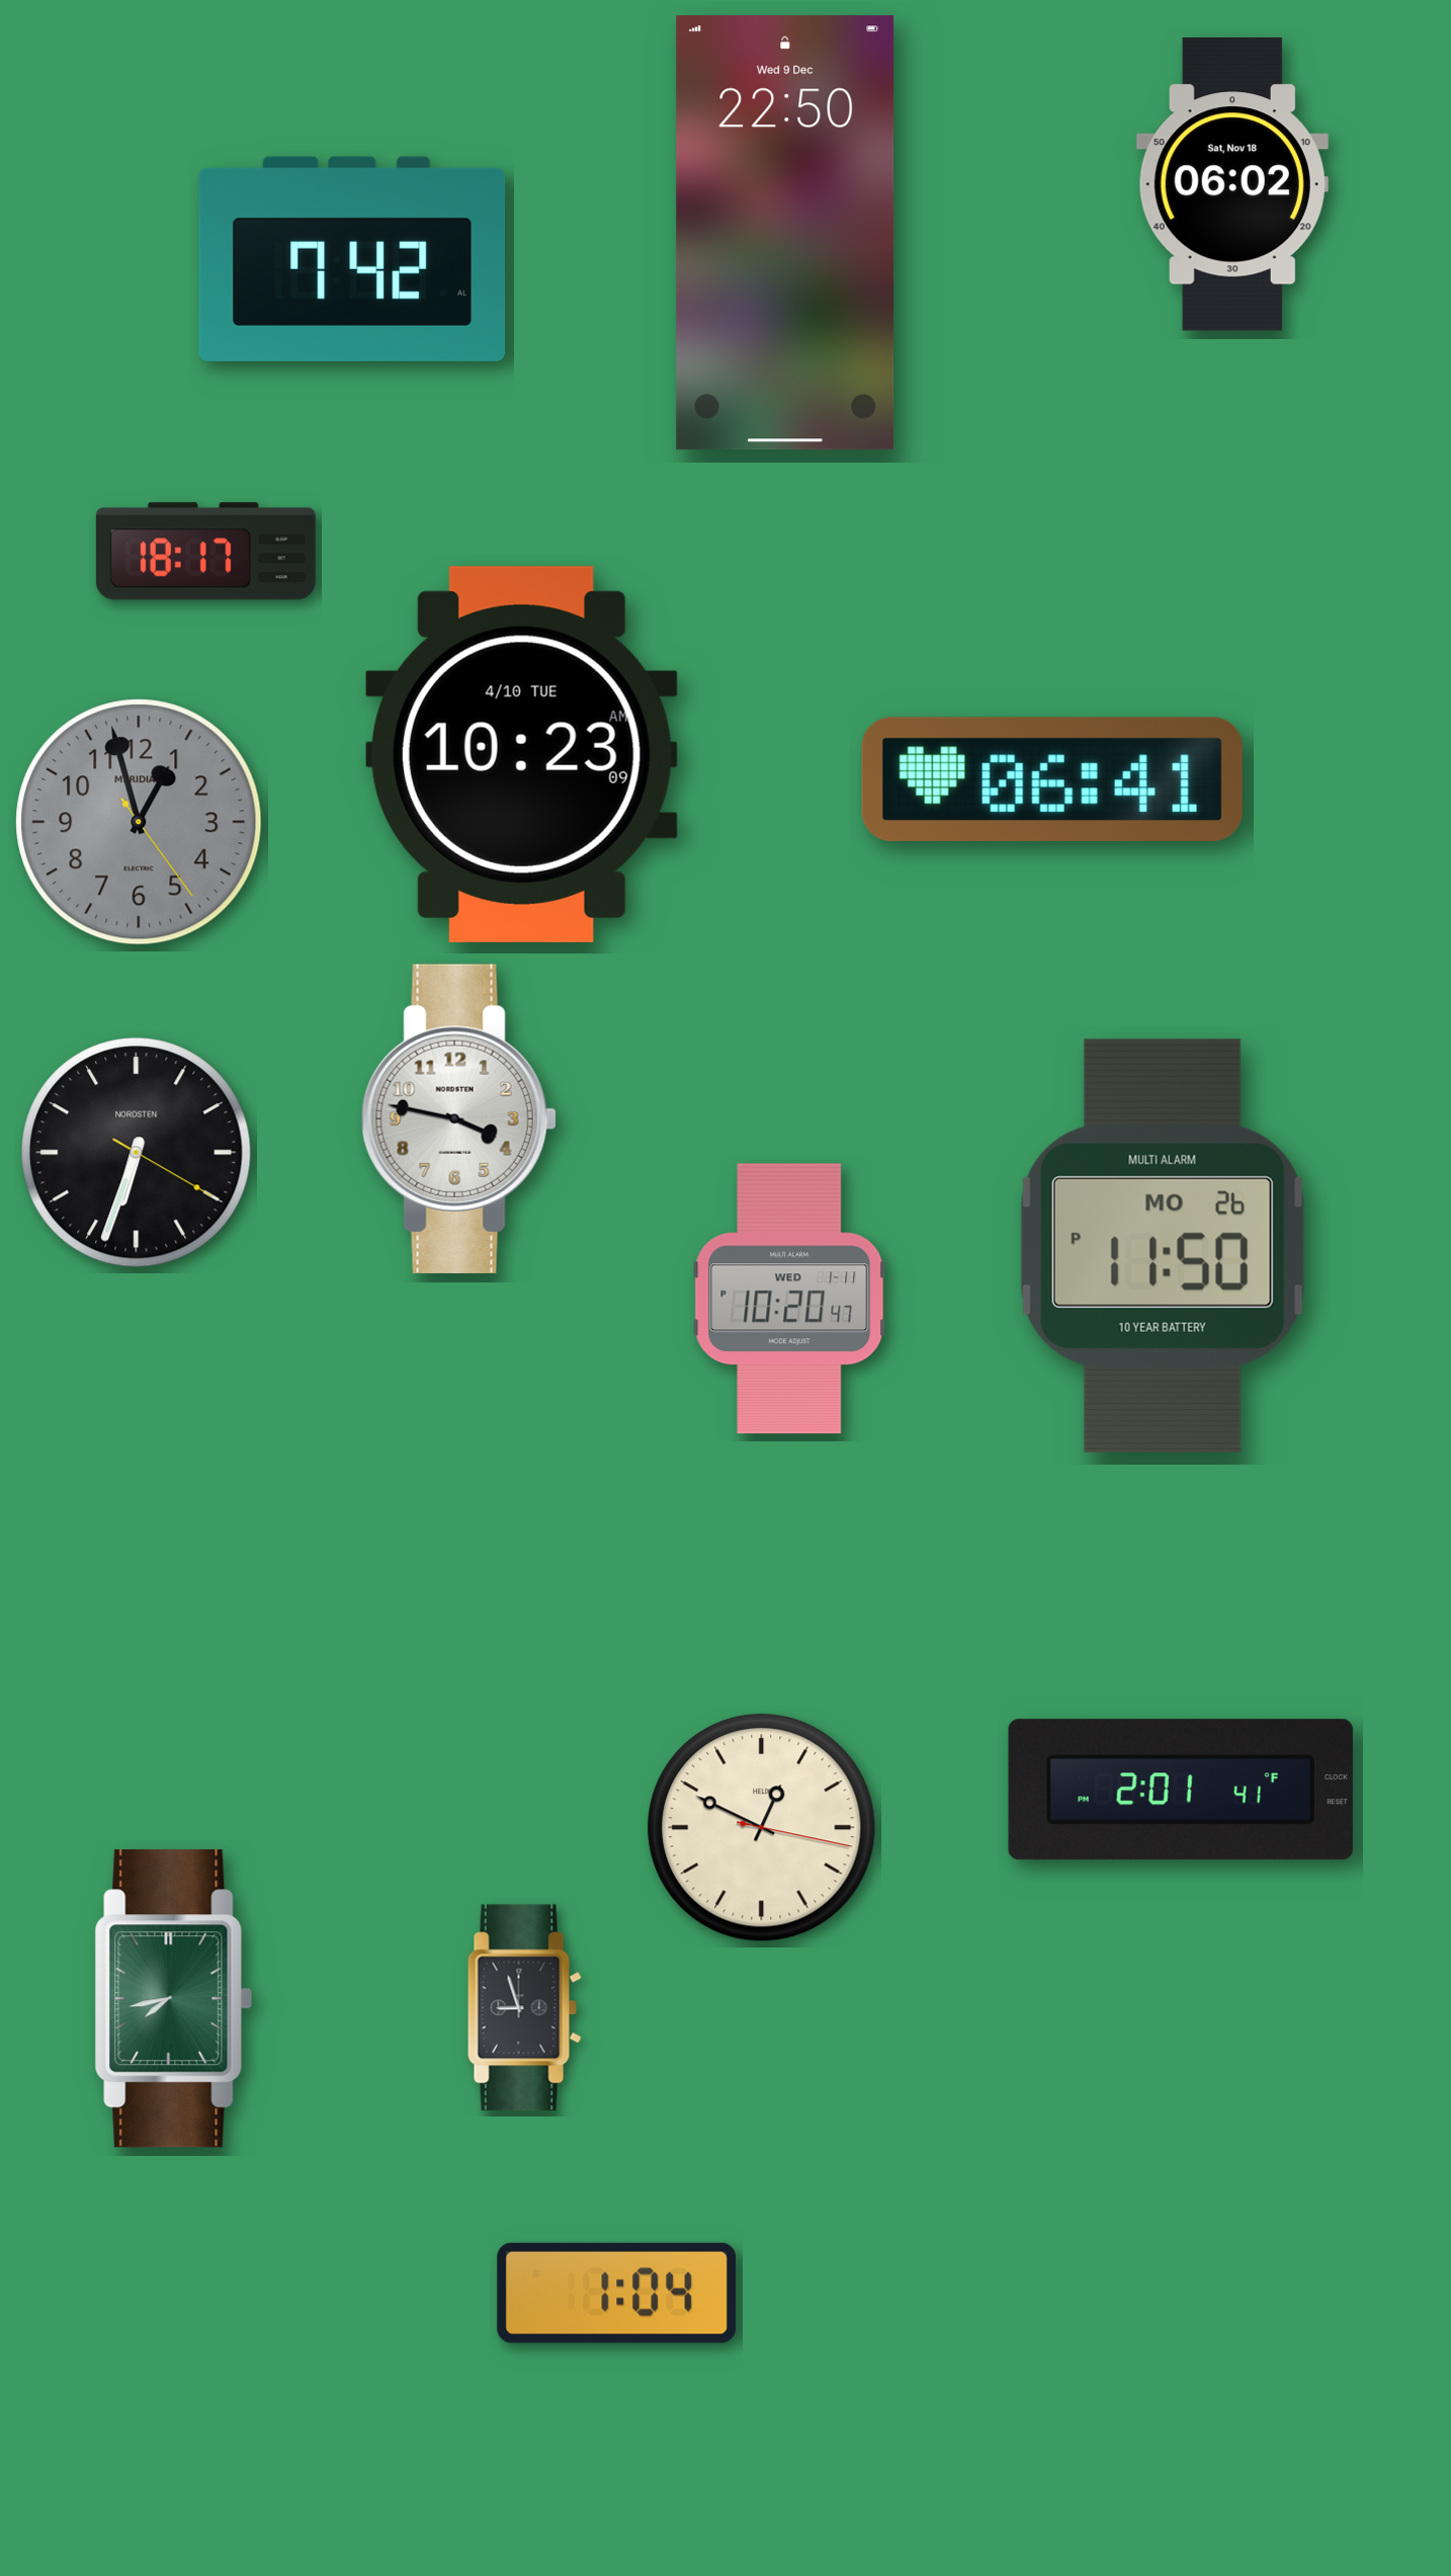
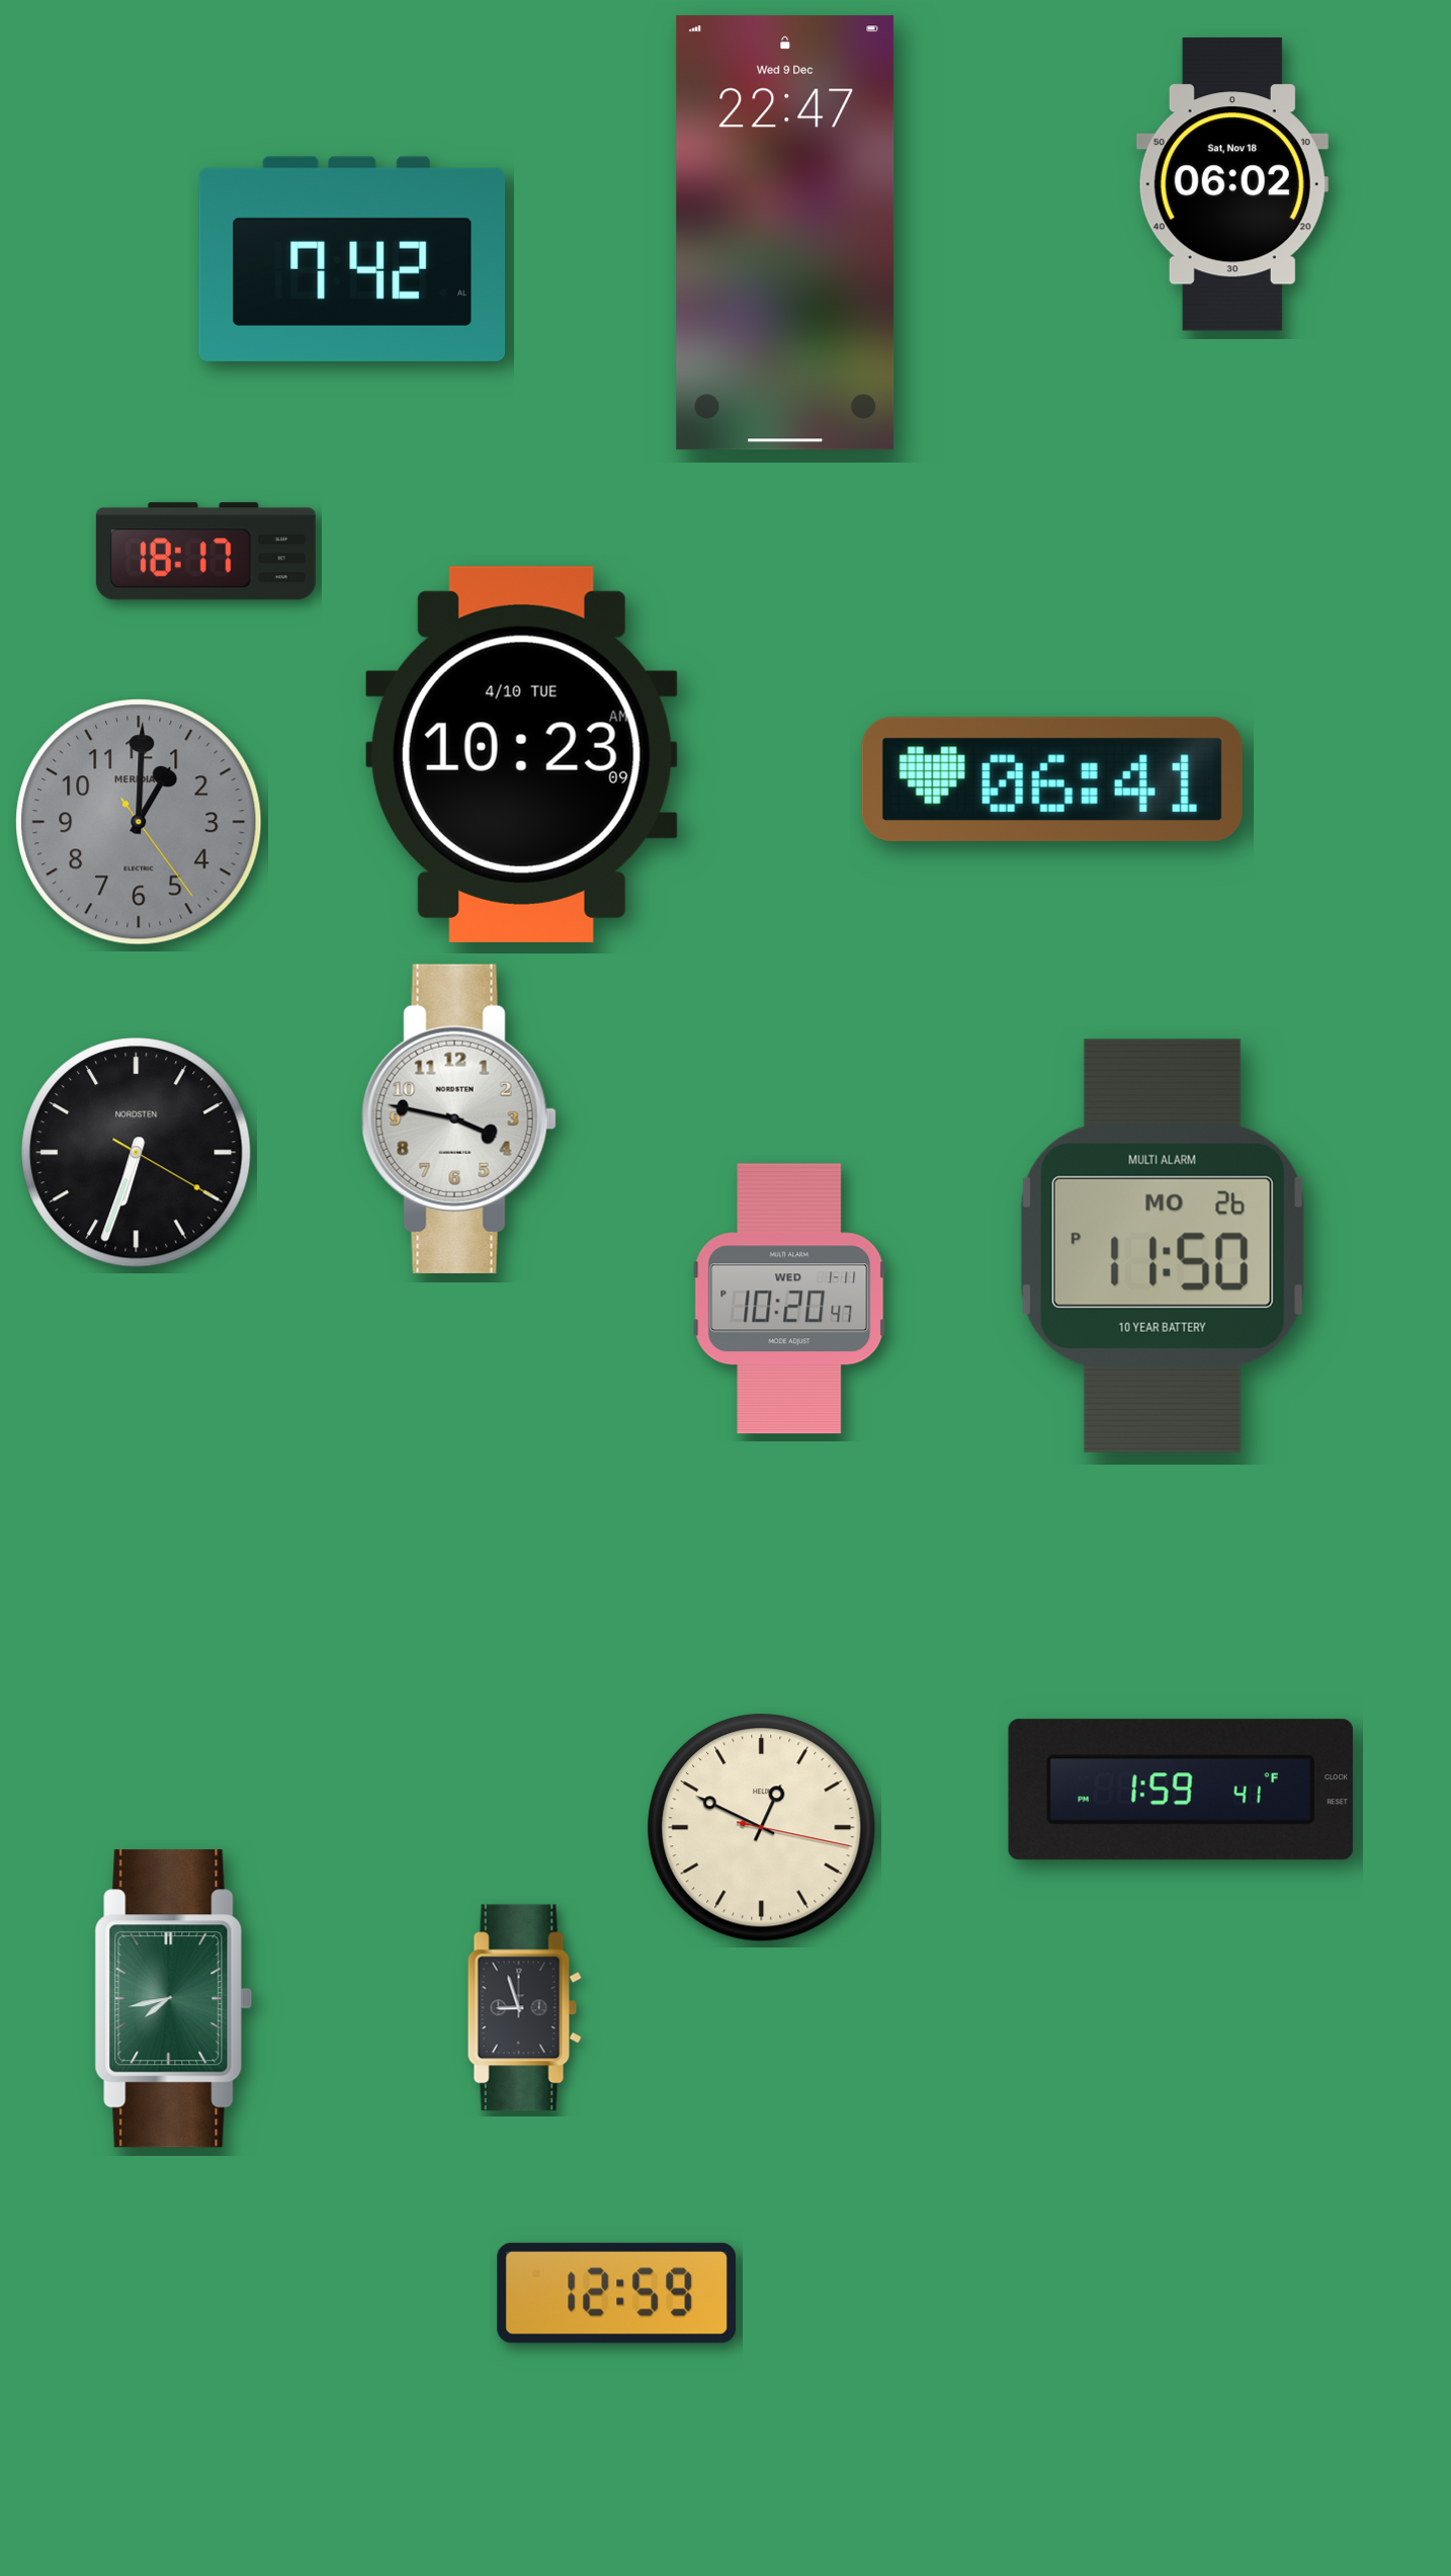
clock at (785, 233): 22:50 -> 22:47
clock at (139, 822): 12:57 -> 1:00
clock at (1181, 1790): 2:01 -> 1:59
clock at (616, 2293): 1:04 -> 12:59
